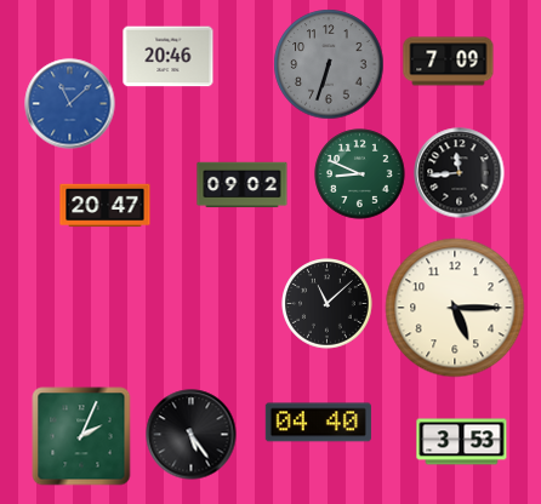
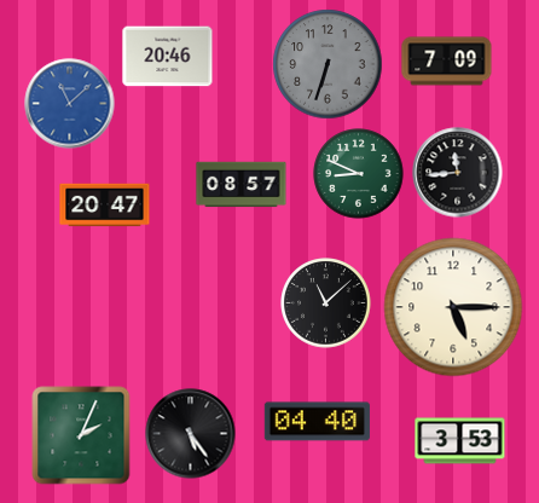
clock at (243, 185): 09:02 -> 08:57
